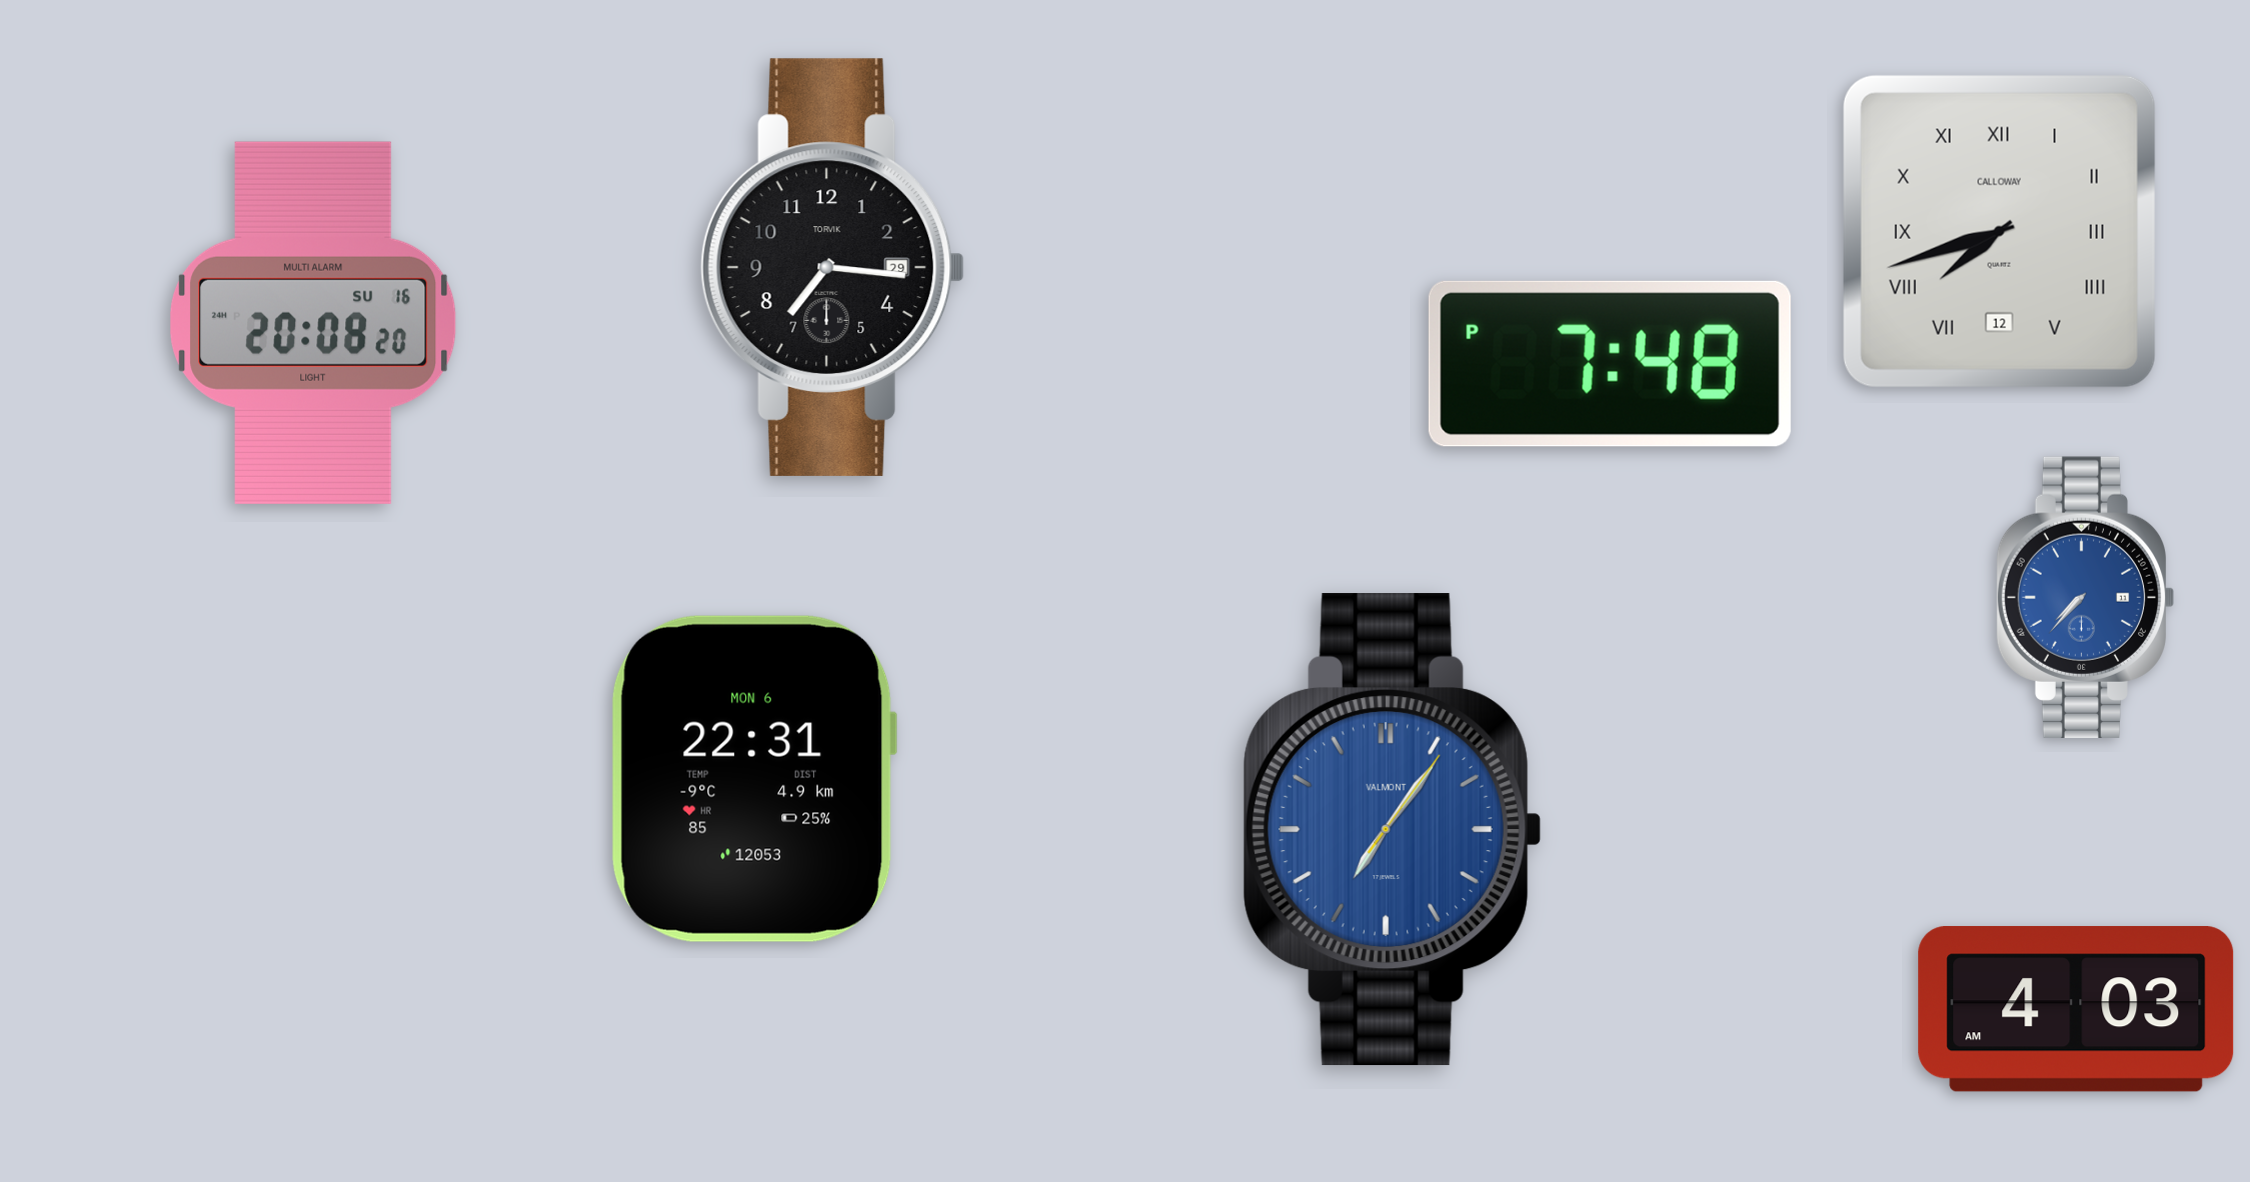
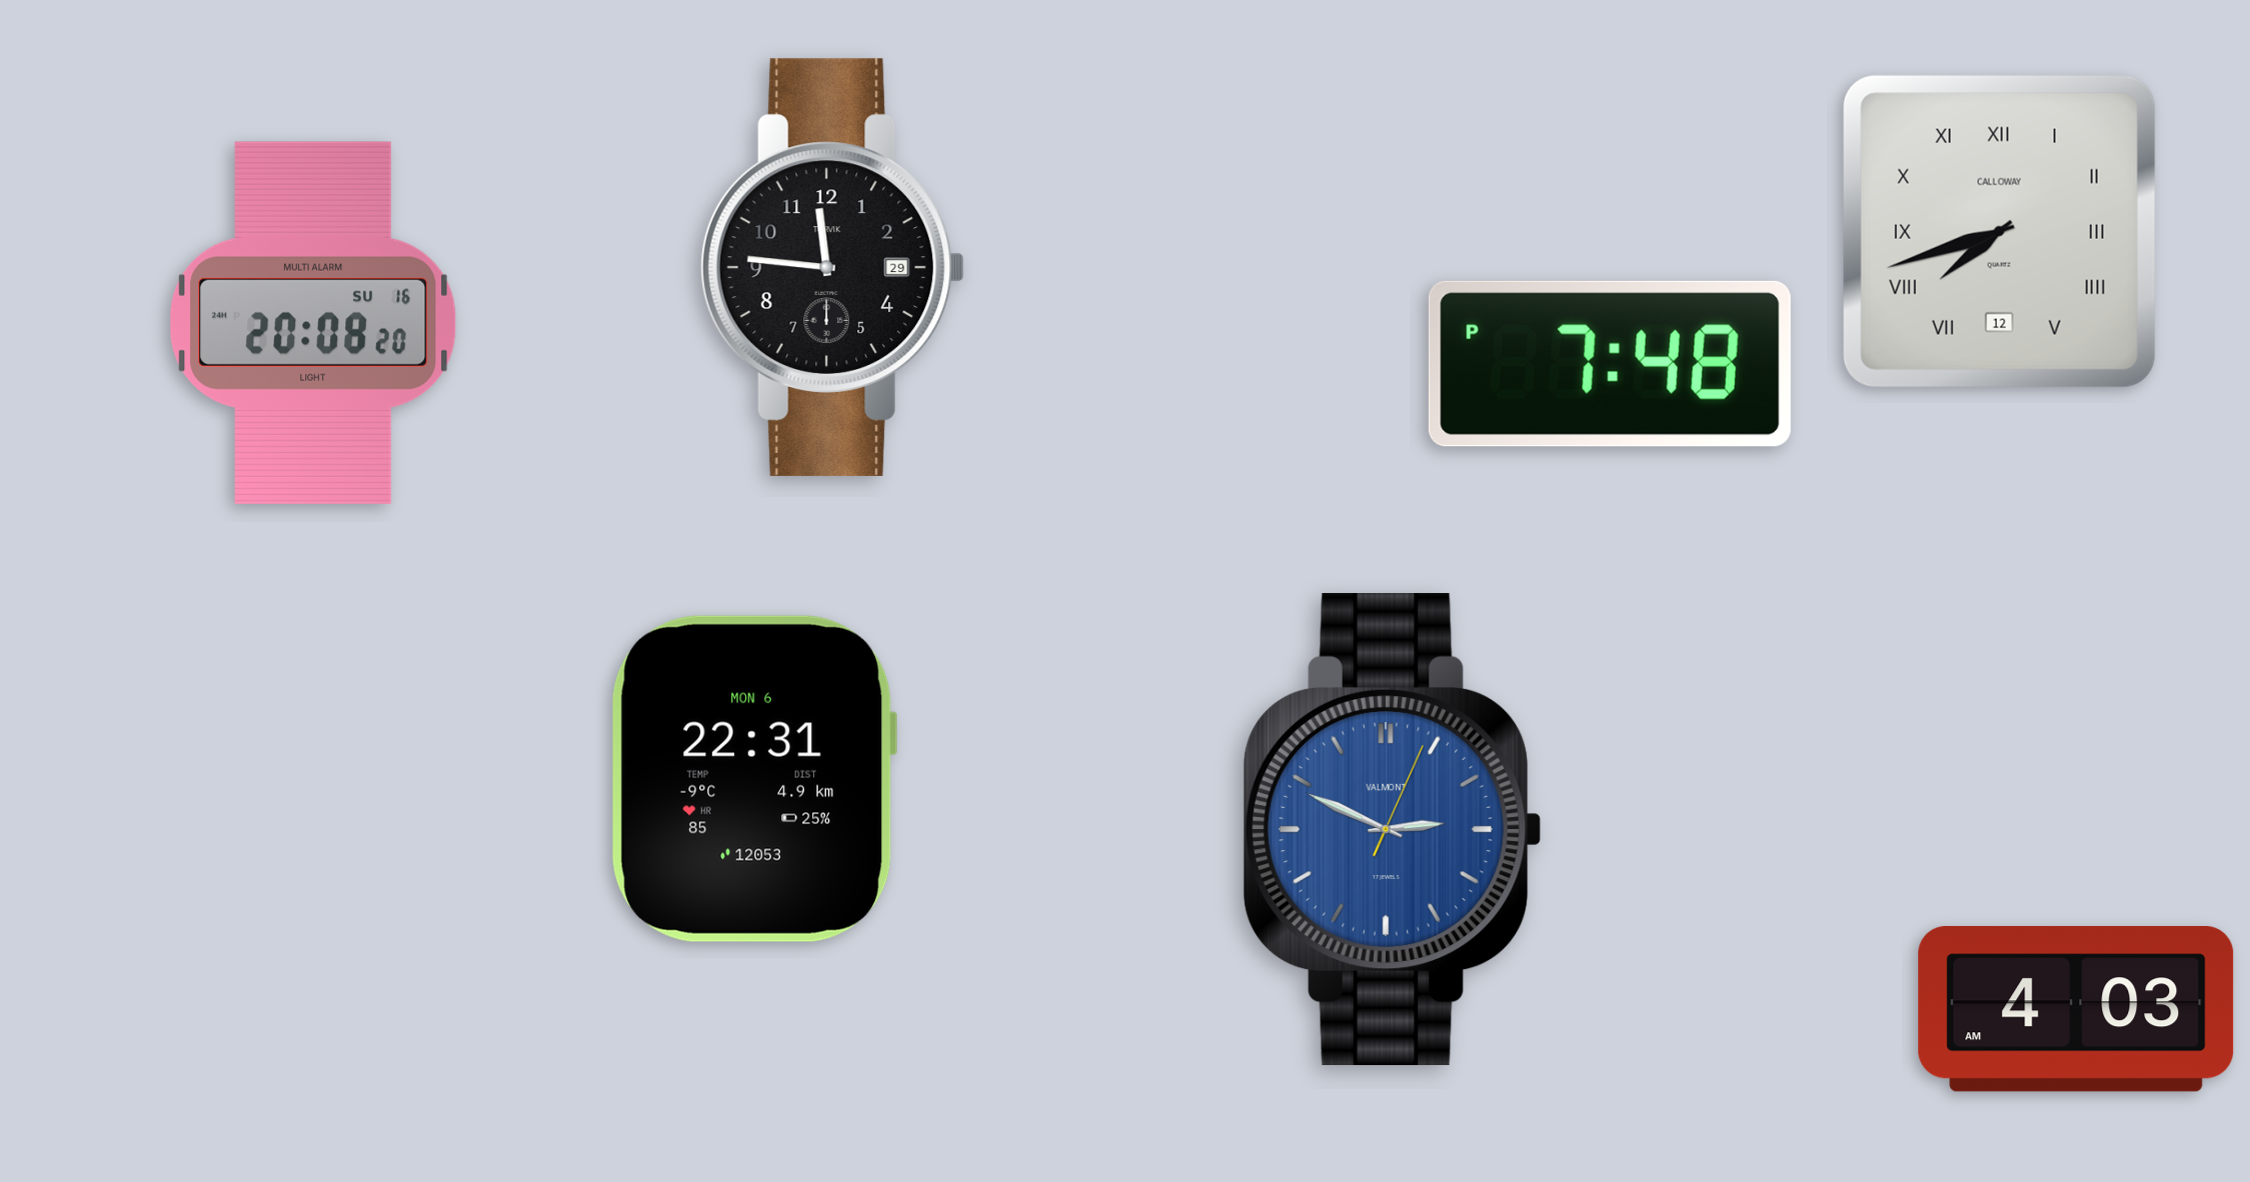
clock at (833, 267): 7:16 -> 11:46
clock at (2084, 597): 7:37 -> none
clock at (1392, 830): 7:06 -> 2:49
